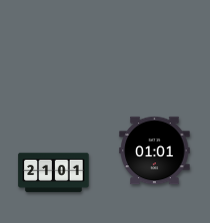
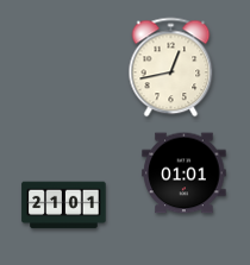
clock at (171, 68): none -> 12:43
clock at (155, 151) position: (155, 151) -> (185, 173)
